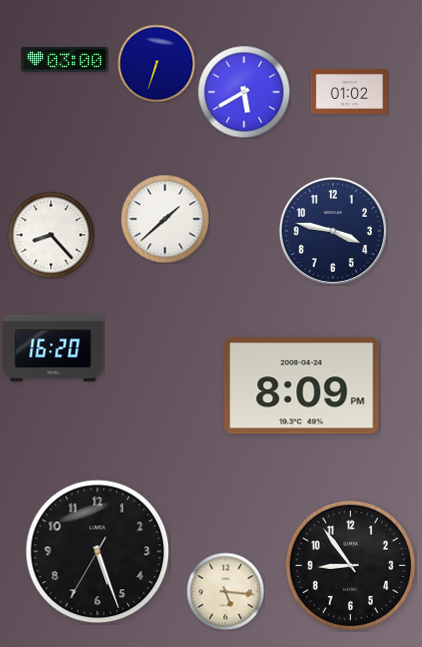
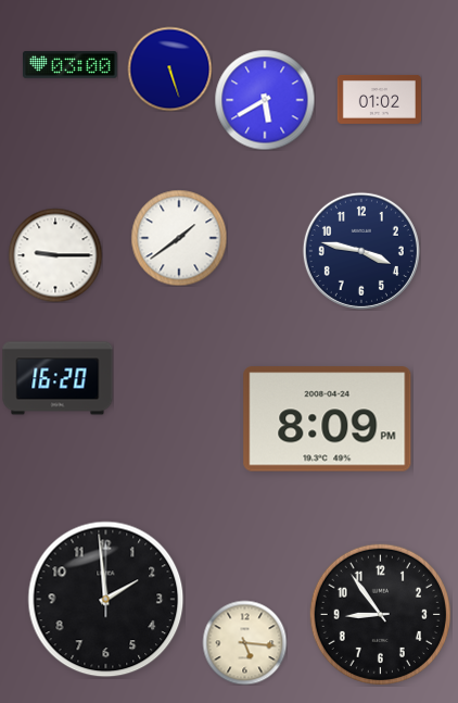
clock at (156, 63): 6:33 -> 5:27
clock at (165, 219): 1:38 -> 1:39
clock at (51, 235): 8:23 -> 9:15
clock at (98, 552): 5:26 -> 1:59
